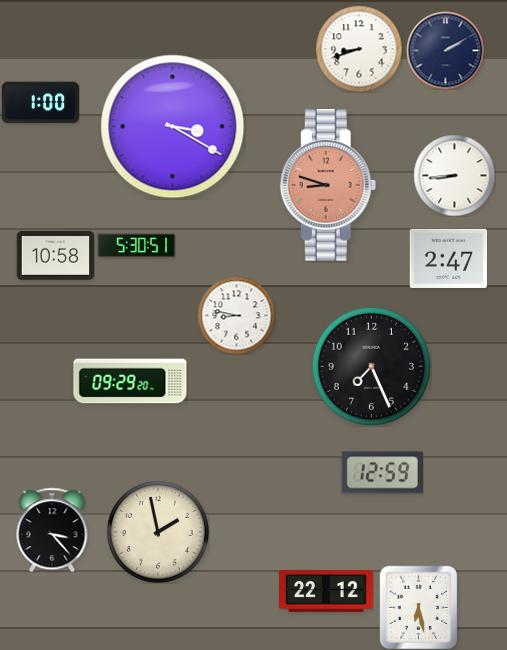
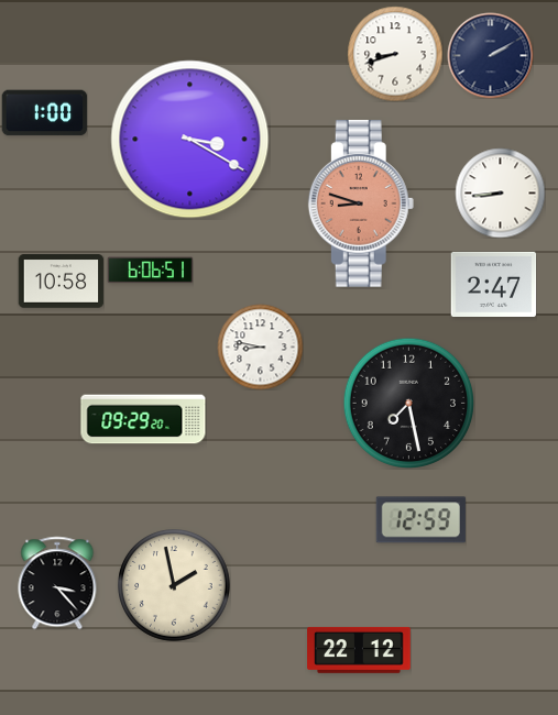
clock at (136, 246): 5:30 -> 6:06
clock at (371, 366): 7:26 -> 7:28
clock at (419, 607): 6:28 -> none
